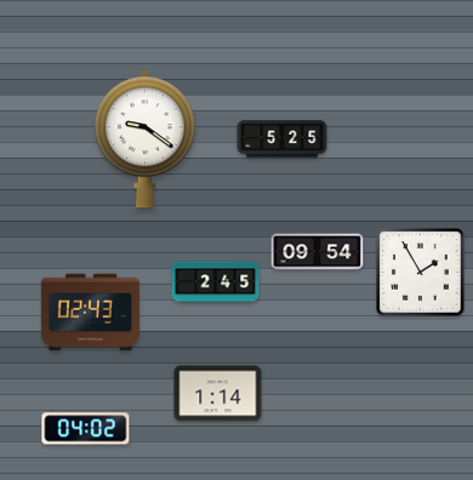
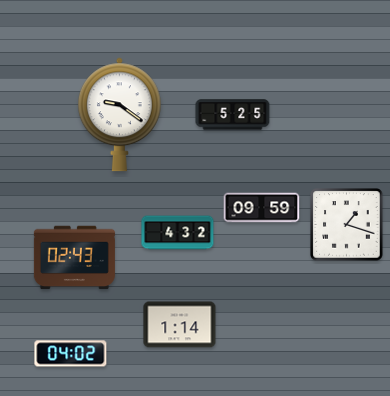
clock at (318, 252): 09:54 -> 09:59
clock at (421, 273): 1:55 -> 1:18
clock at (216, 282): 2:45 -> 4:32
